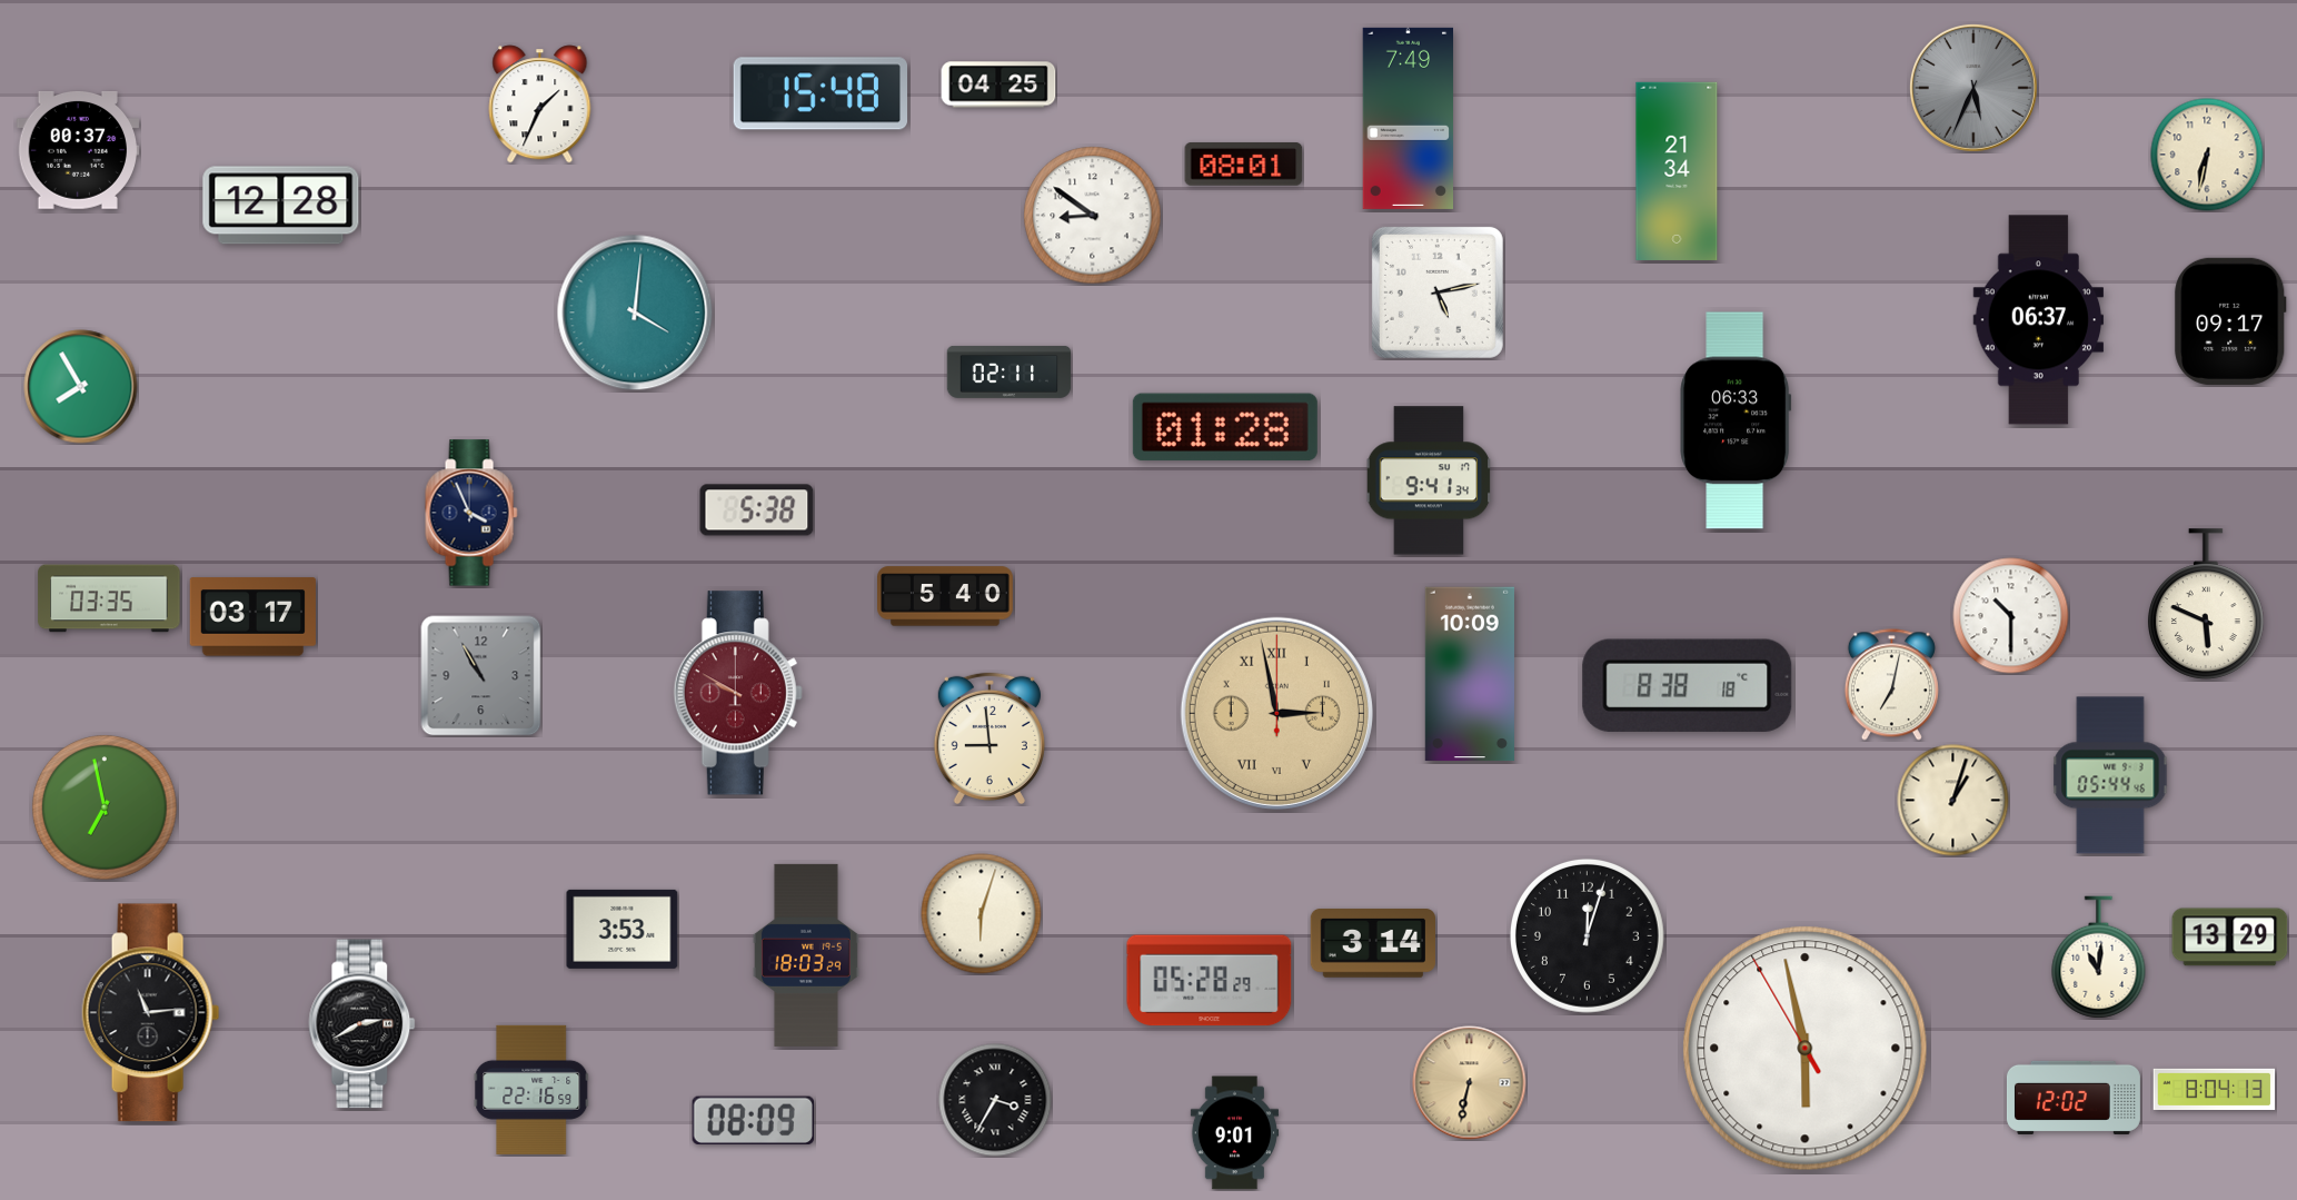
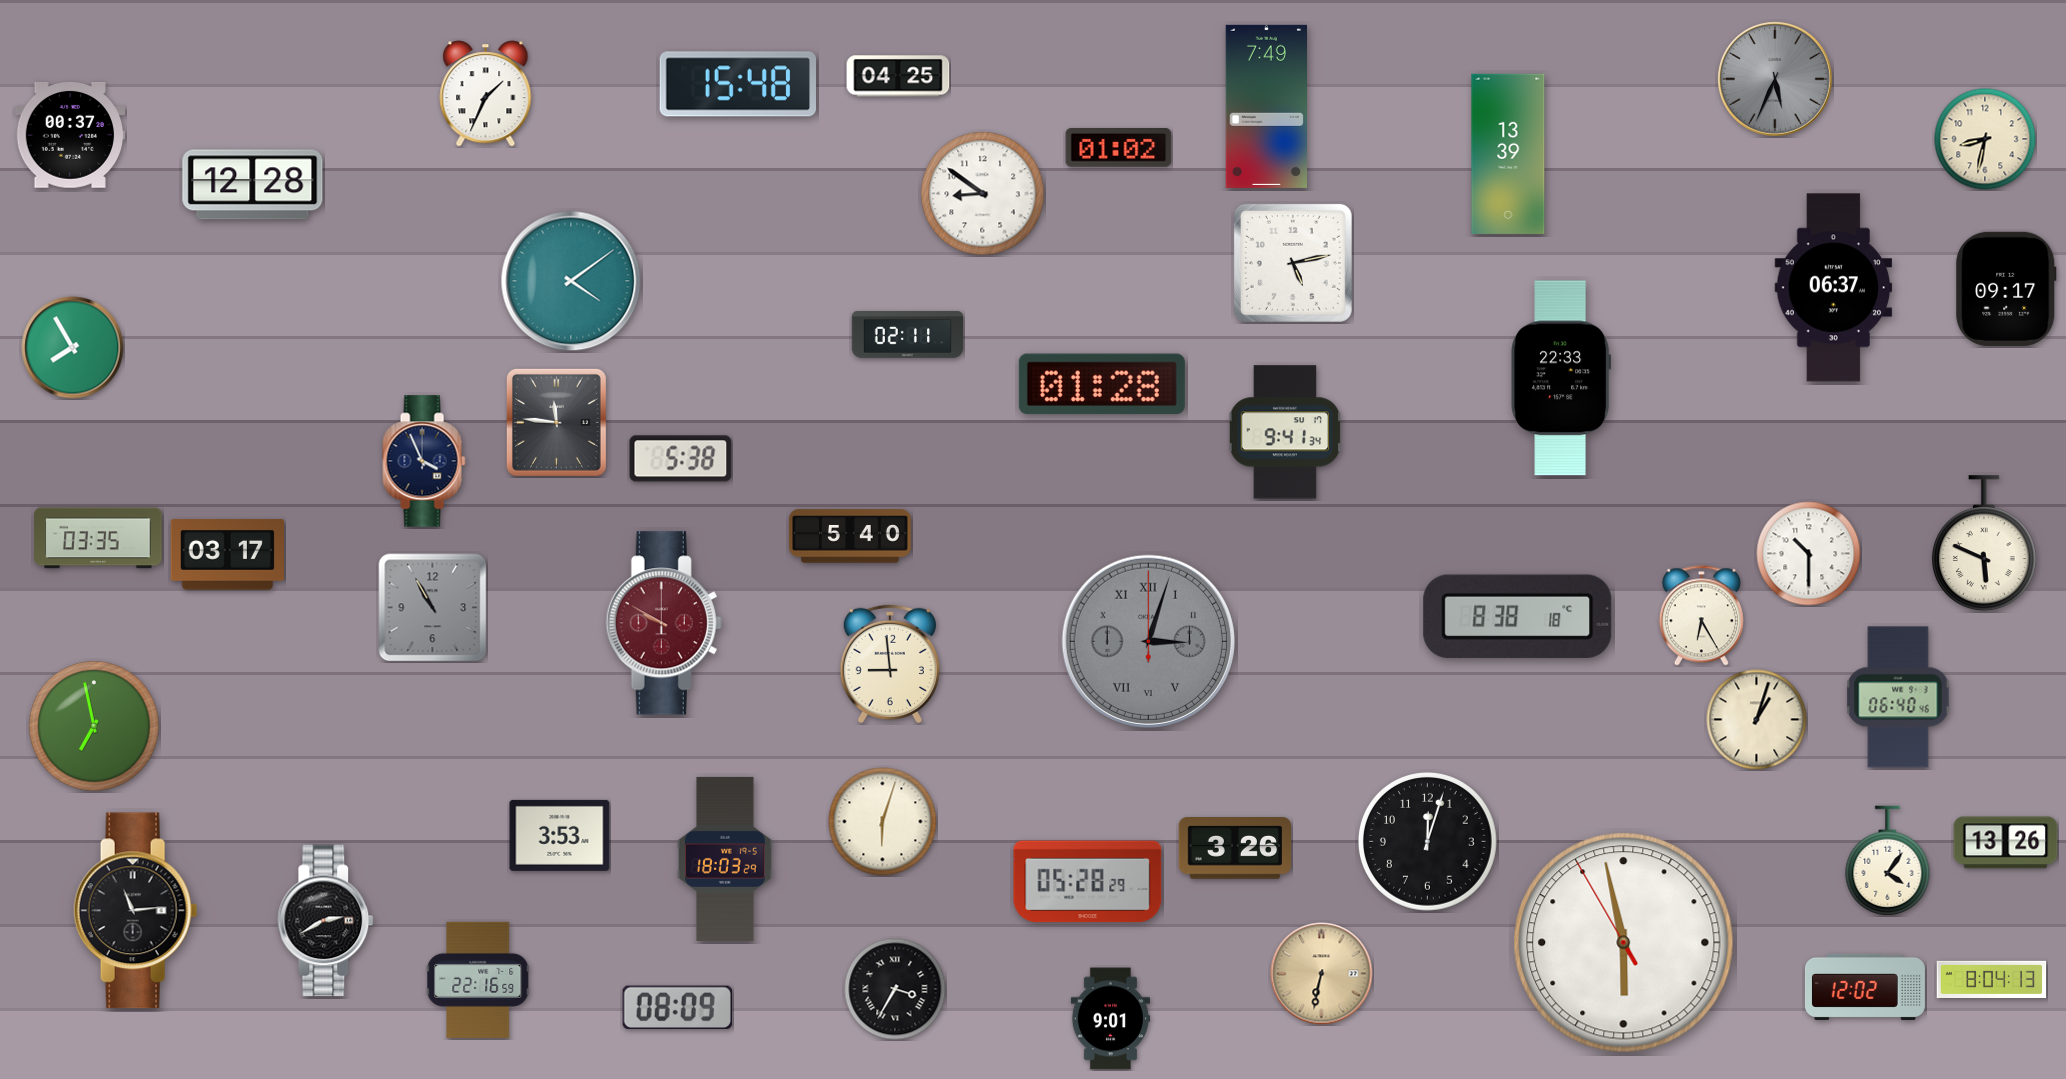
clock at (2207, 155): 6:32 -> 8:32
clock at (1244, 165): 08:01 -> 01:02
clock at (1677, 171): 21:34 -> 13:39
clock at (635, 313): 4:01 -> 4:09
clock at (1736, 420): 06:33 -> 22:33
clock at (556, 422): none -> 11:46
clock at (1470, 674): 10:09 -> none
clock at (1891, 685): 7:02 -> 6:25
clock at (1276, 713): 2:58 -> 3:03
clock at (1276, 713) dial: champagne -> grey
clock at (2110, 775): 05:44 -> 06:40
clock at (2230, 938): 13:29 -> 13:26
clock at (1372, 943): 3:14 -> 3:26
clock at (2099, 958): 11:01 -> 4:06
